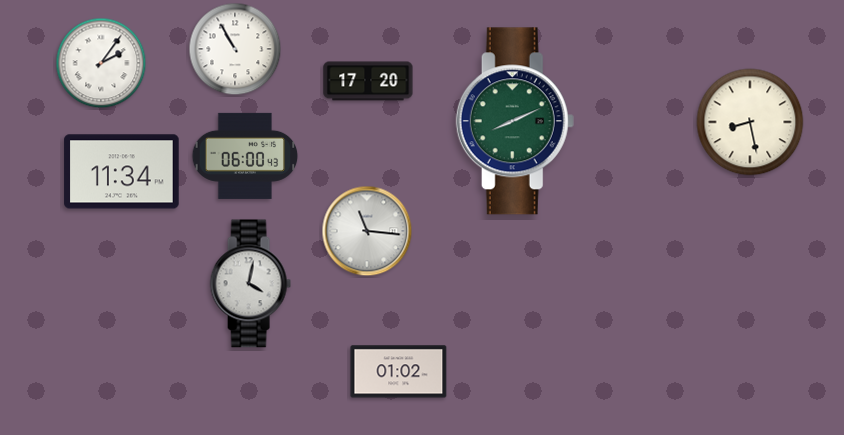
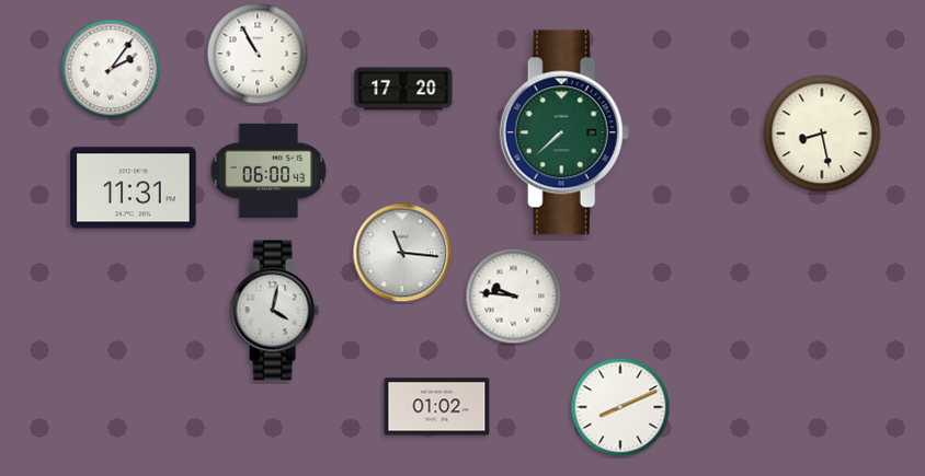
clock at (515, 121): 8:11 -> 7:38
clock at (122, 172): 11:34 -> 11:31
clock at (514, 297): none -> 9:46
clock at (620, 407): none -> 8:11
